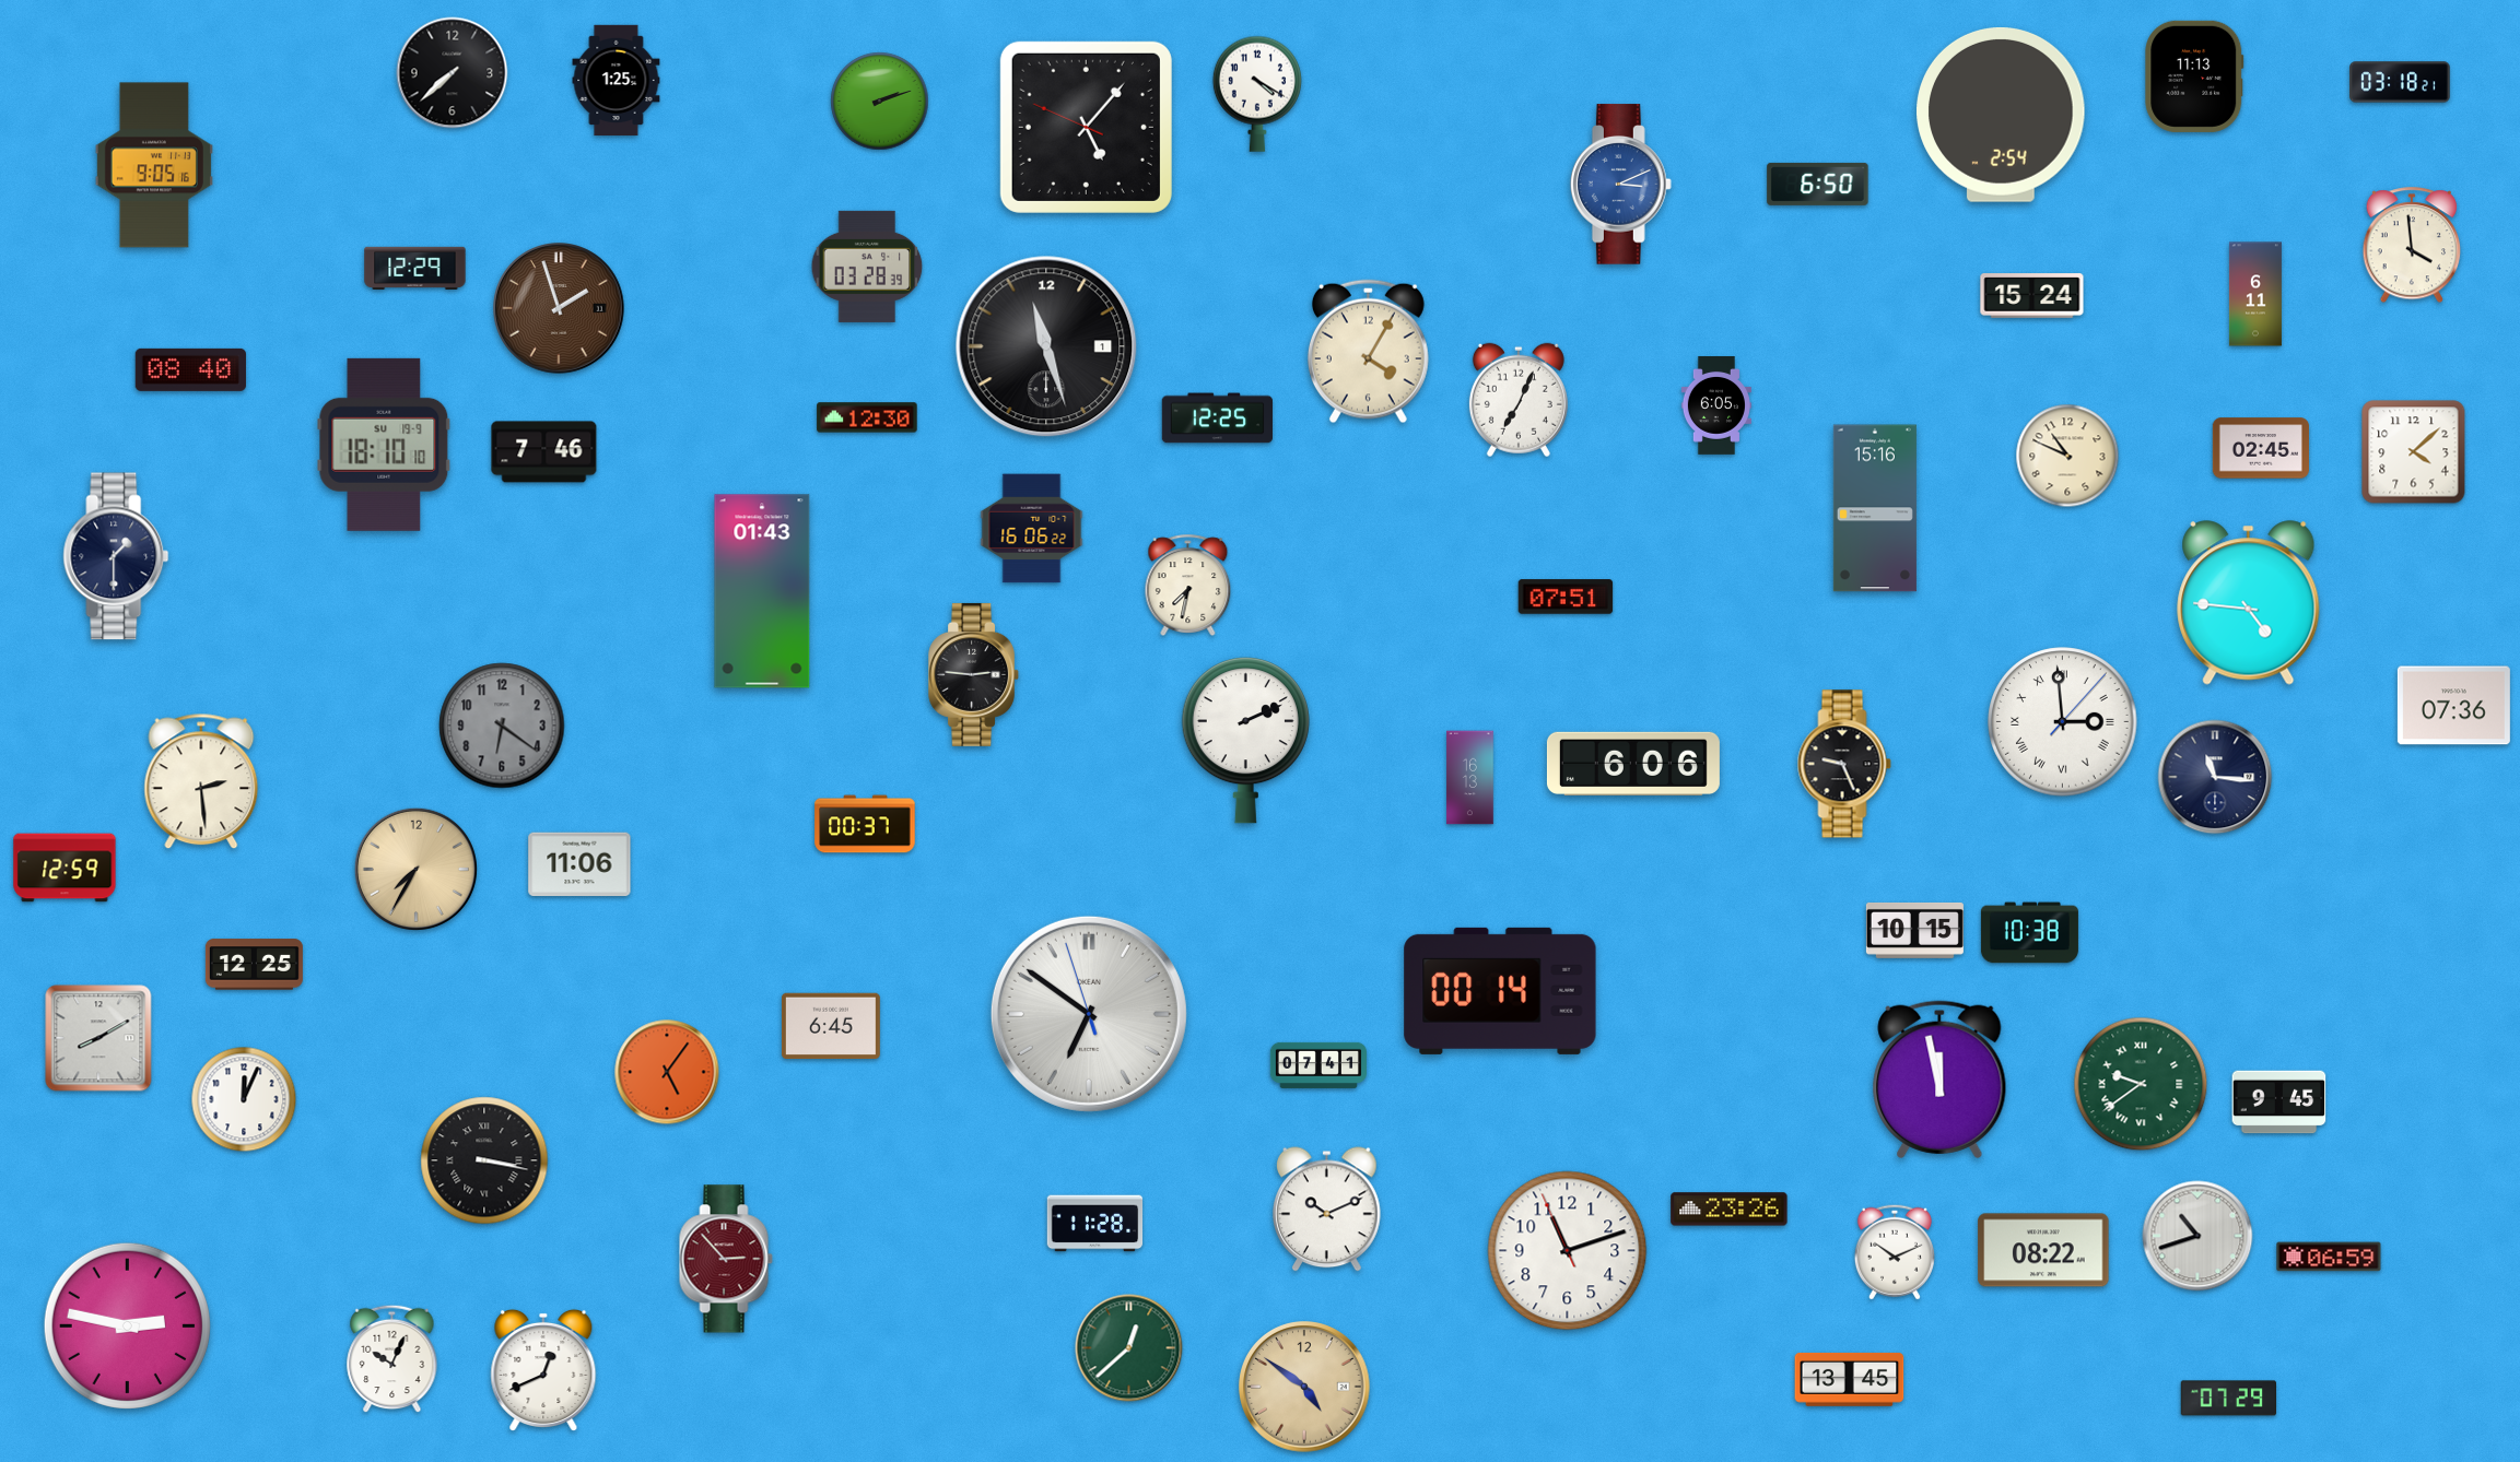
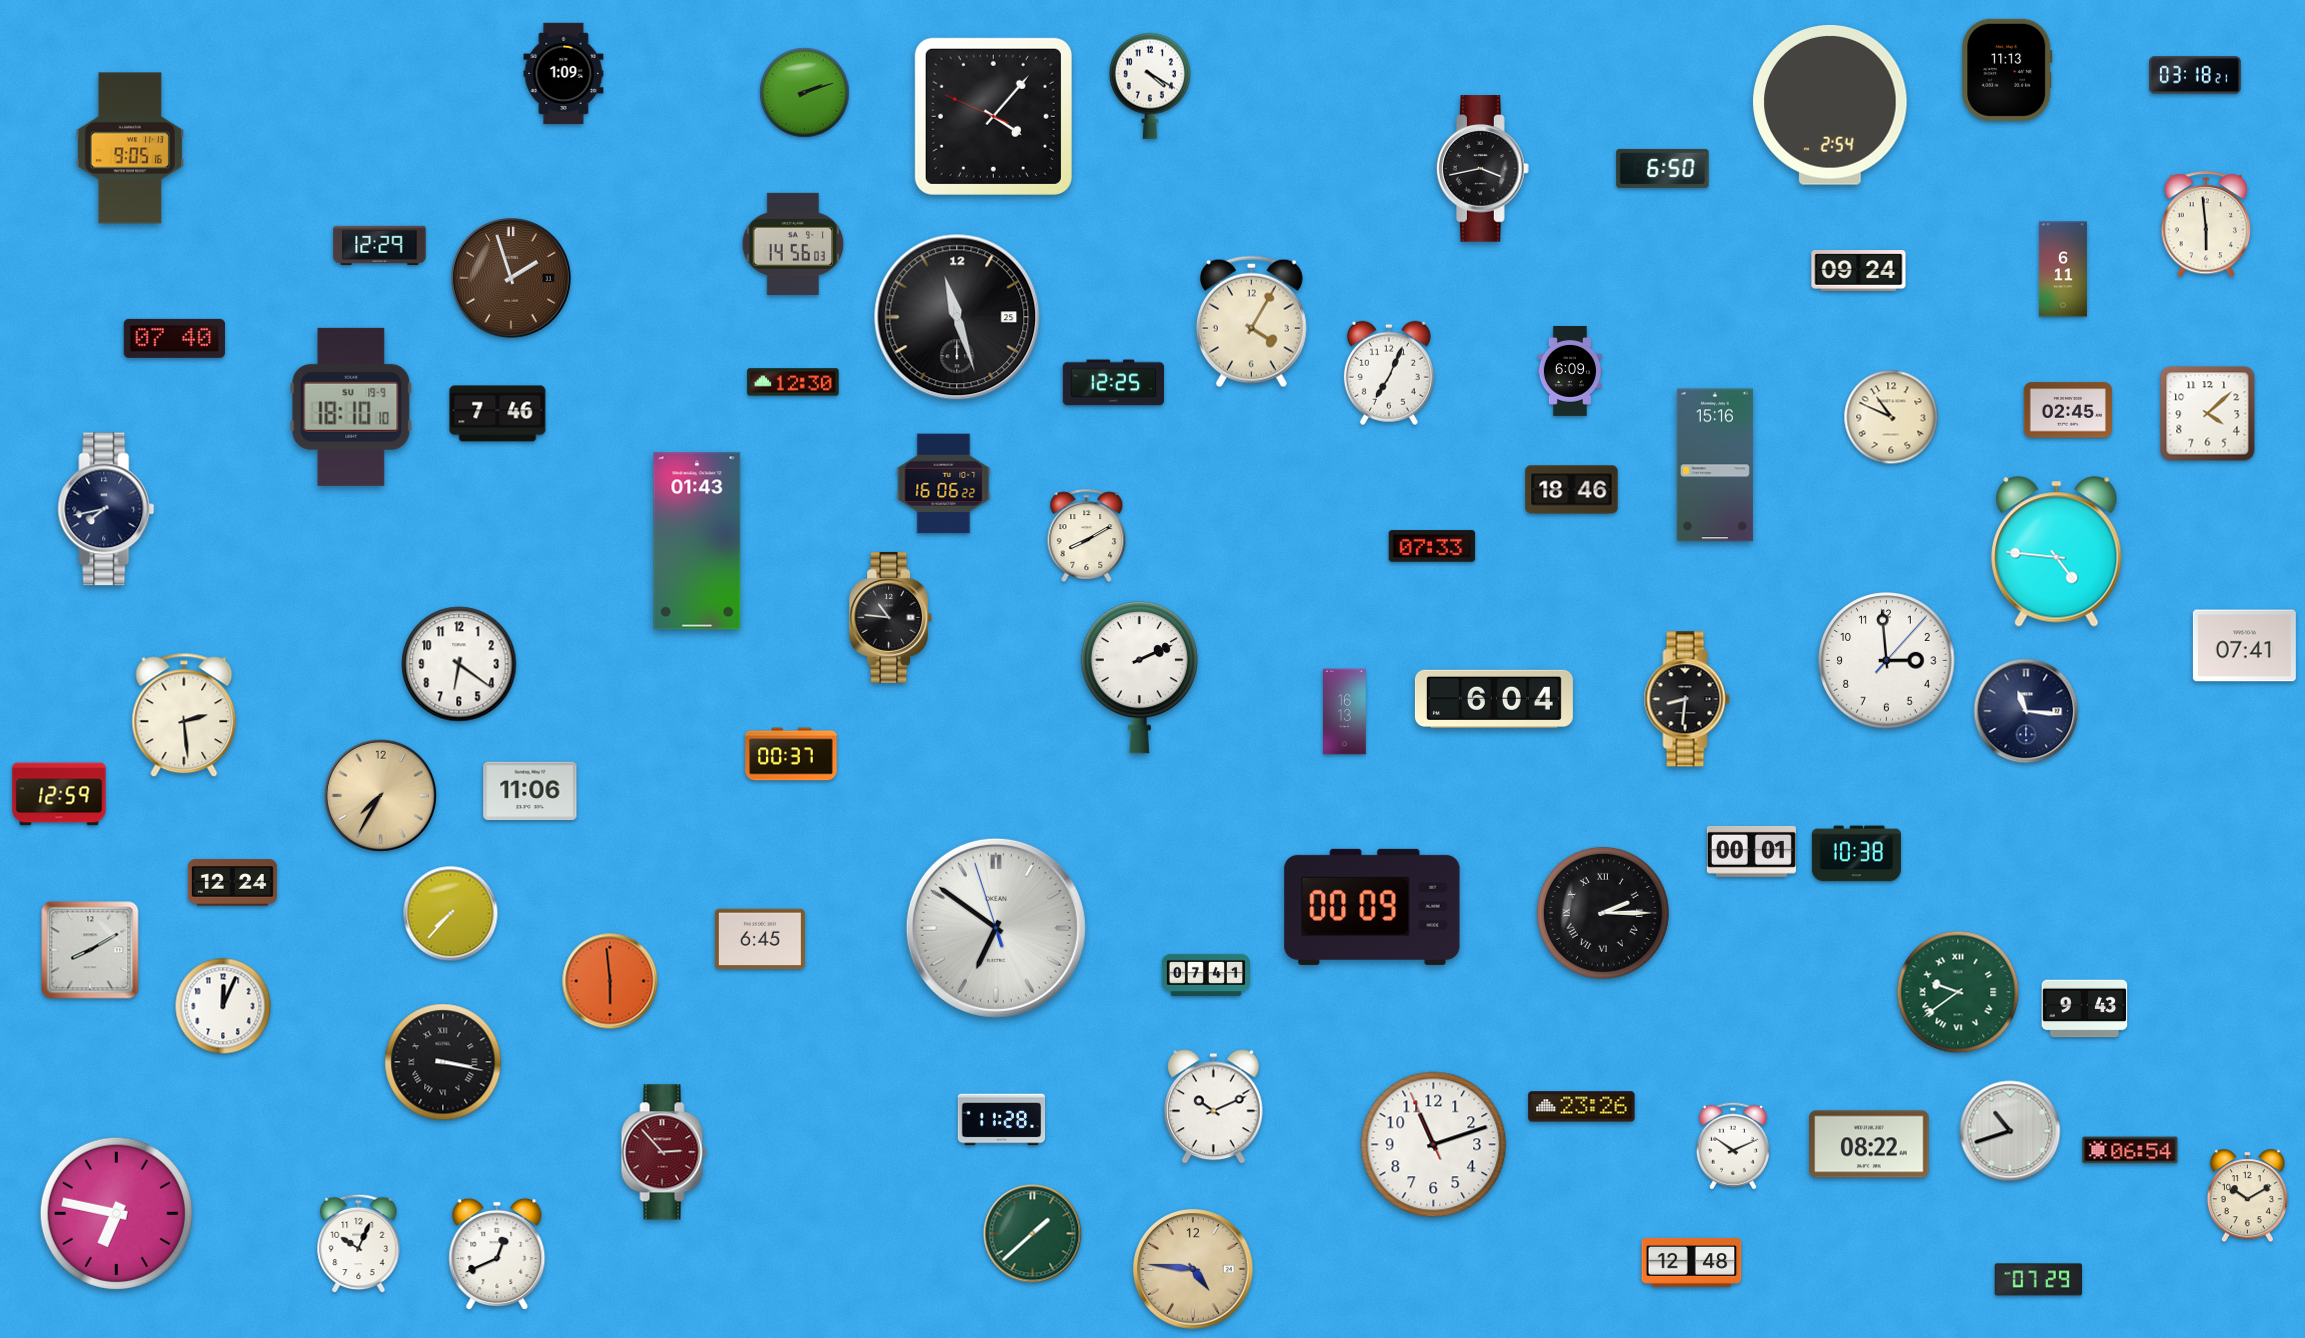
clock at (453, 73): 7:38 -> none
clock at (617, 81): 1:25 -> 1:09
clock at (1086, 127): 5:06 -> 4:06
clock at (154, 165) position: (154, 165) -> (130, 148)
clock at (1621, 185): 3:11 -> 3:43
clock at (1621, 185) dial: blue -> black
clock at (2412, 246): 3:59 -> 5:59
clock at (867, 267): 03:28 -> 14:56
clock at (2032, 296): 15:24 -> 09:24
clock at (559, 308) position: (559, 308) -> (511, 278)
clock at (1046, 346) date: 1 -> 25
clock at (190, 369): 08:40 -> 07:40
clock at (1519, 400) position: (1519, 400) -> (1389, 373)
clock at (1716, 406): 6:05 -> 6:09
clock at (1572, 490): none -> 18:46
clock at (116, 556): 1:30 -> 7:43
clock at (1188, 585): 7:32 -> 8:10
clock at (1566, 597): 07:51 -> 07:33
clock at (974, 674): 2:46 -> 10:46
clock at (2453, 706): 07:36 -> 07:41
clock at (2063, 722) numerals: Roman -> Arabic
clock at (502, 726) dial: grey -> white
clock at (1633, 763): 6:06 -> 6:04
clock at (1844, 764): 9:26 -> 8:31
clock at (1914, 930): 10:15 -> 00:01
clock at (254, 965): 12:25 -> 12:24
clock at (1500, 991): 00:14 -> 00:09
clock at (1603, 913): none -> 2:15
clock at (451, 914): none -> 7:37
clock at (667, 1072): 5:06 -> 5:59
clock at (1939, 1080): 11:58 -> none
clock at (2279, 1103): 9:45 -> 9:43
clock at (2329, 1257): 06:59 -> 06:54
clock at (2247, 1196): none -> 10:10
clock at (127, 1325): 2:47 -> 6:47
clock at (1129, 1348): 12:38 -> 1:38
clock at (1850, 1379): 13:45 -> 12:48
clock at (1304, 1387): 4:51 -> 4:46
